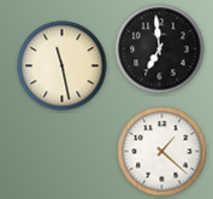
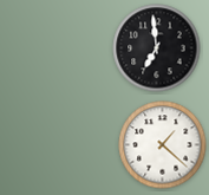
clock at (63, 66): 11:28 -> none
clock at (162, 152) position: (162, 152) -> (163, 145)
